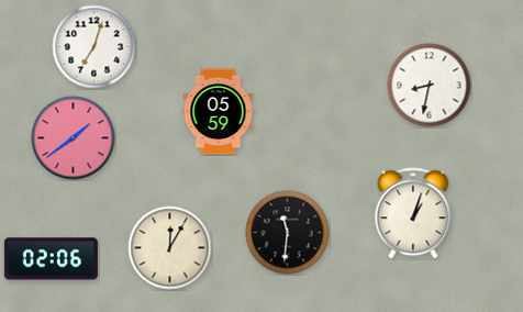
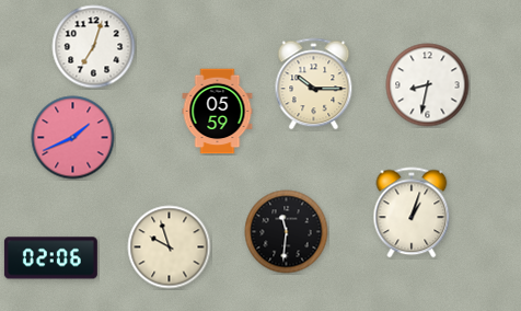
clock at (314, 84): none -> 10:15
clock at (74, 138): 1:39 -> 1:41
clock at (170, 248): 12:05 -> 9:57
